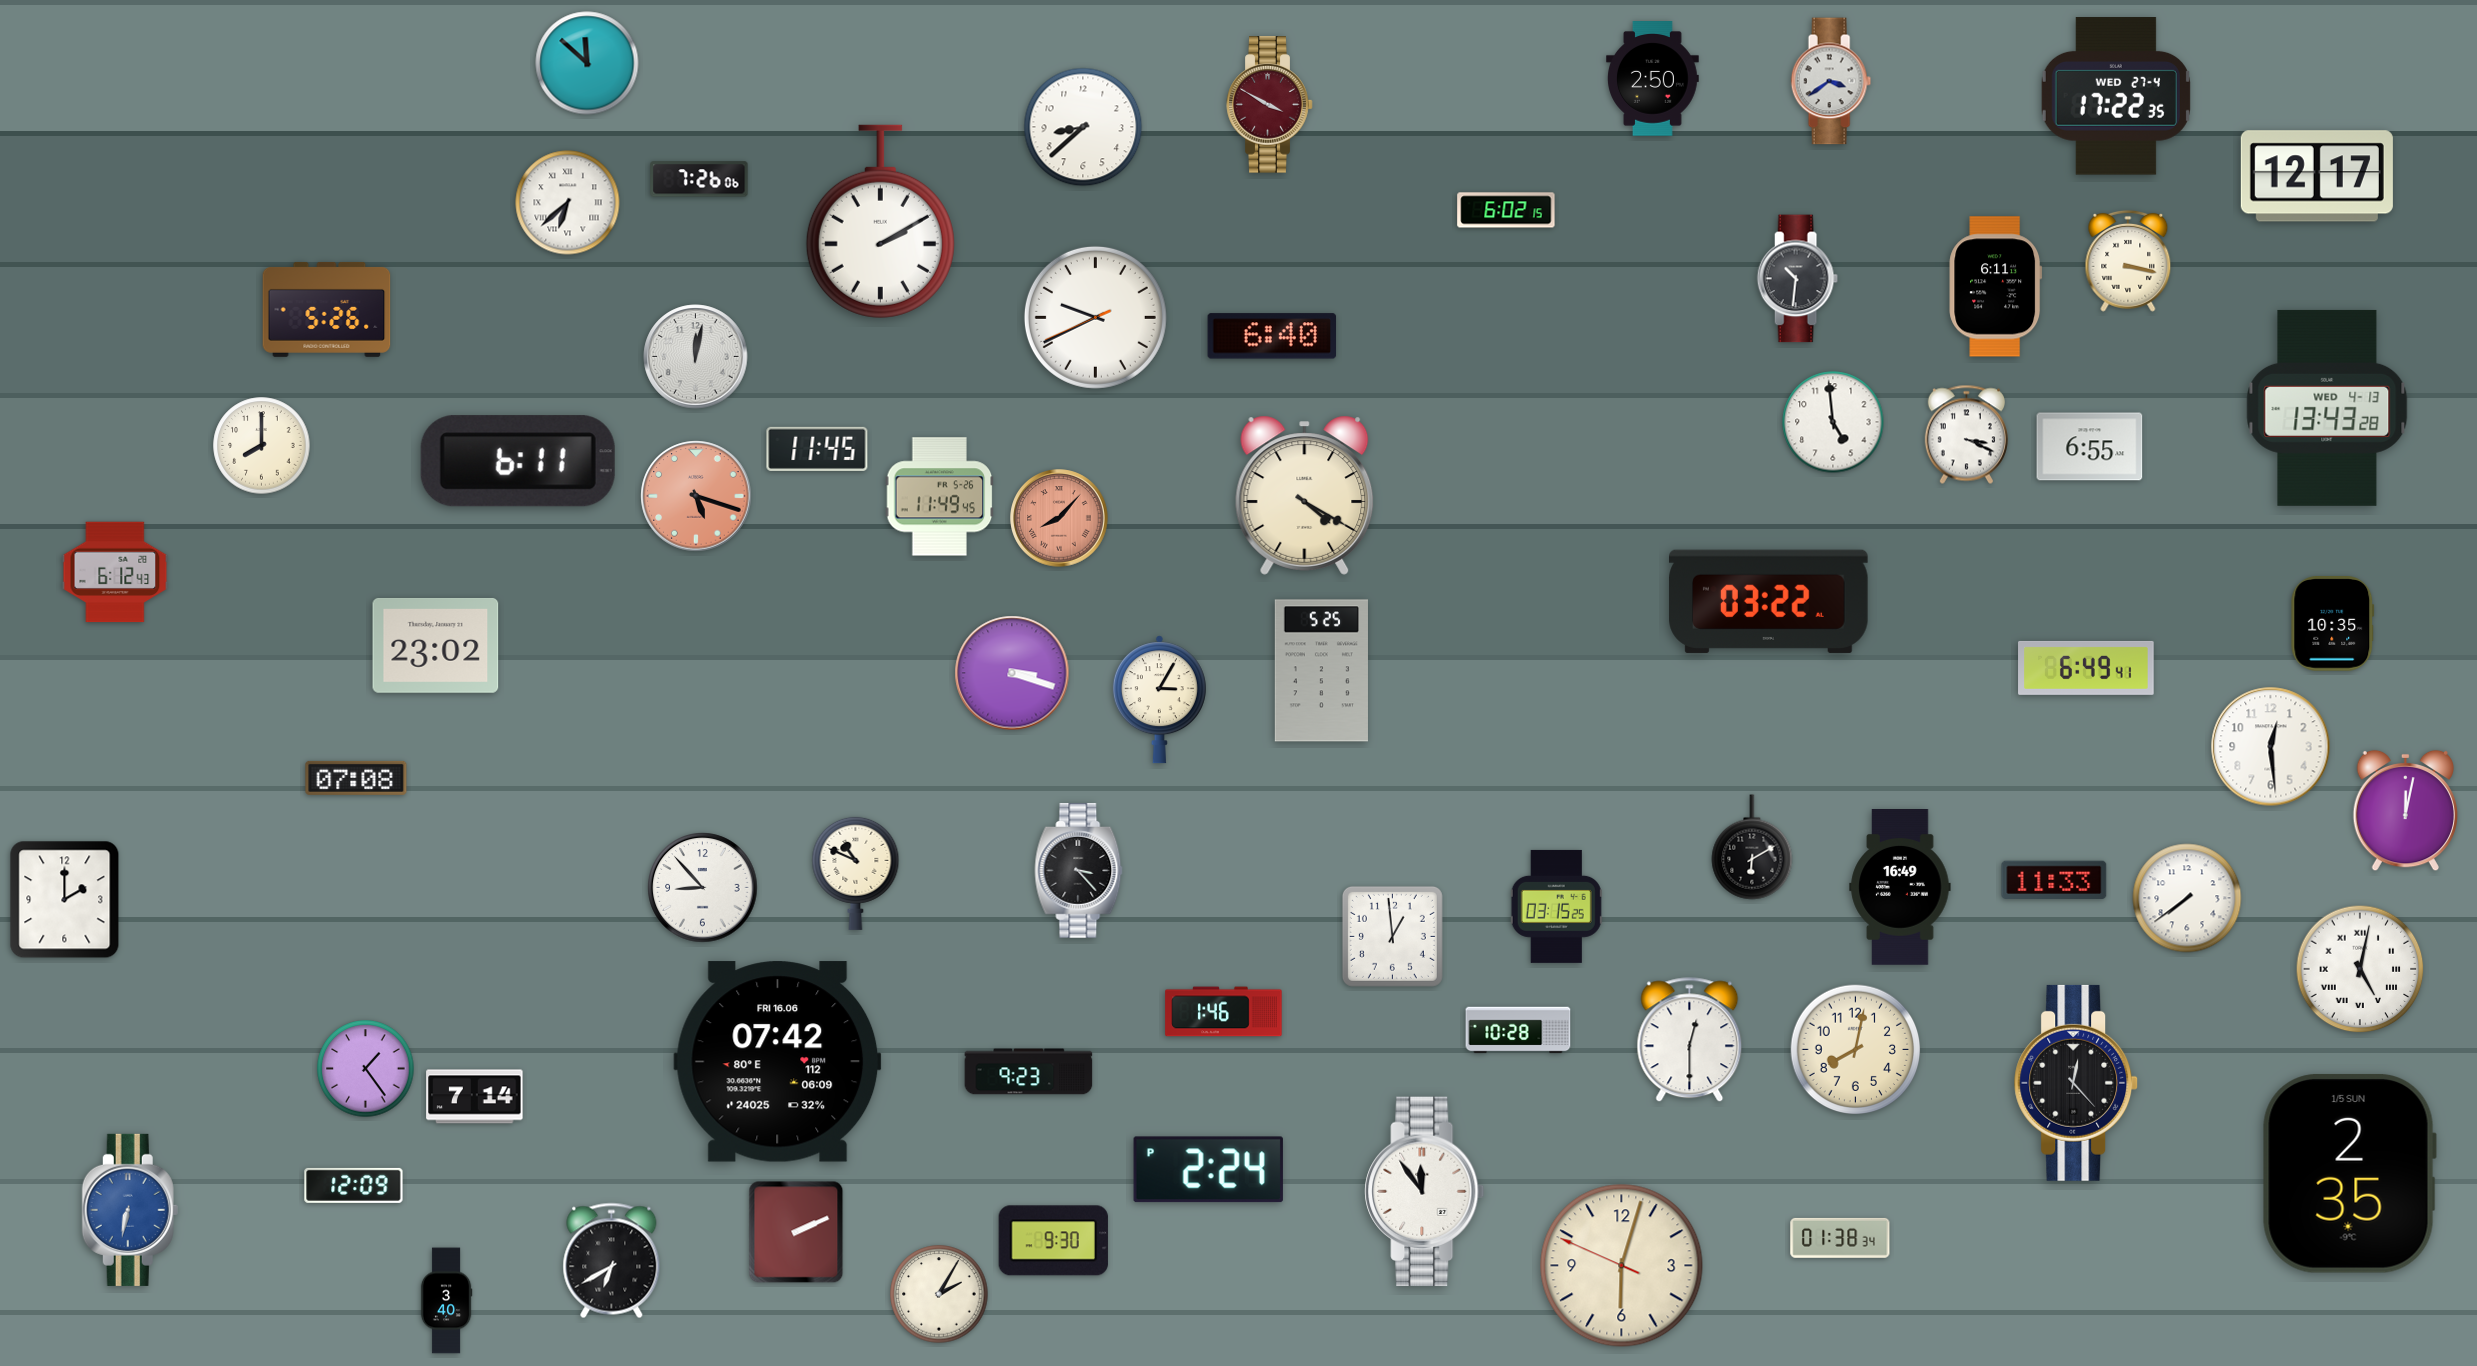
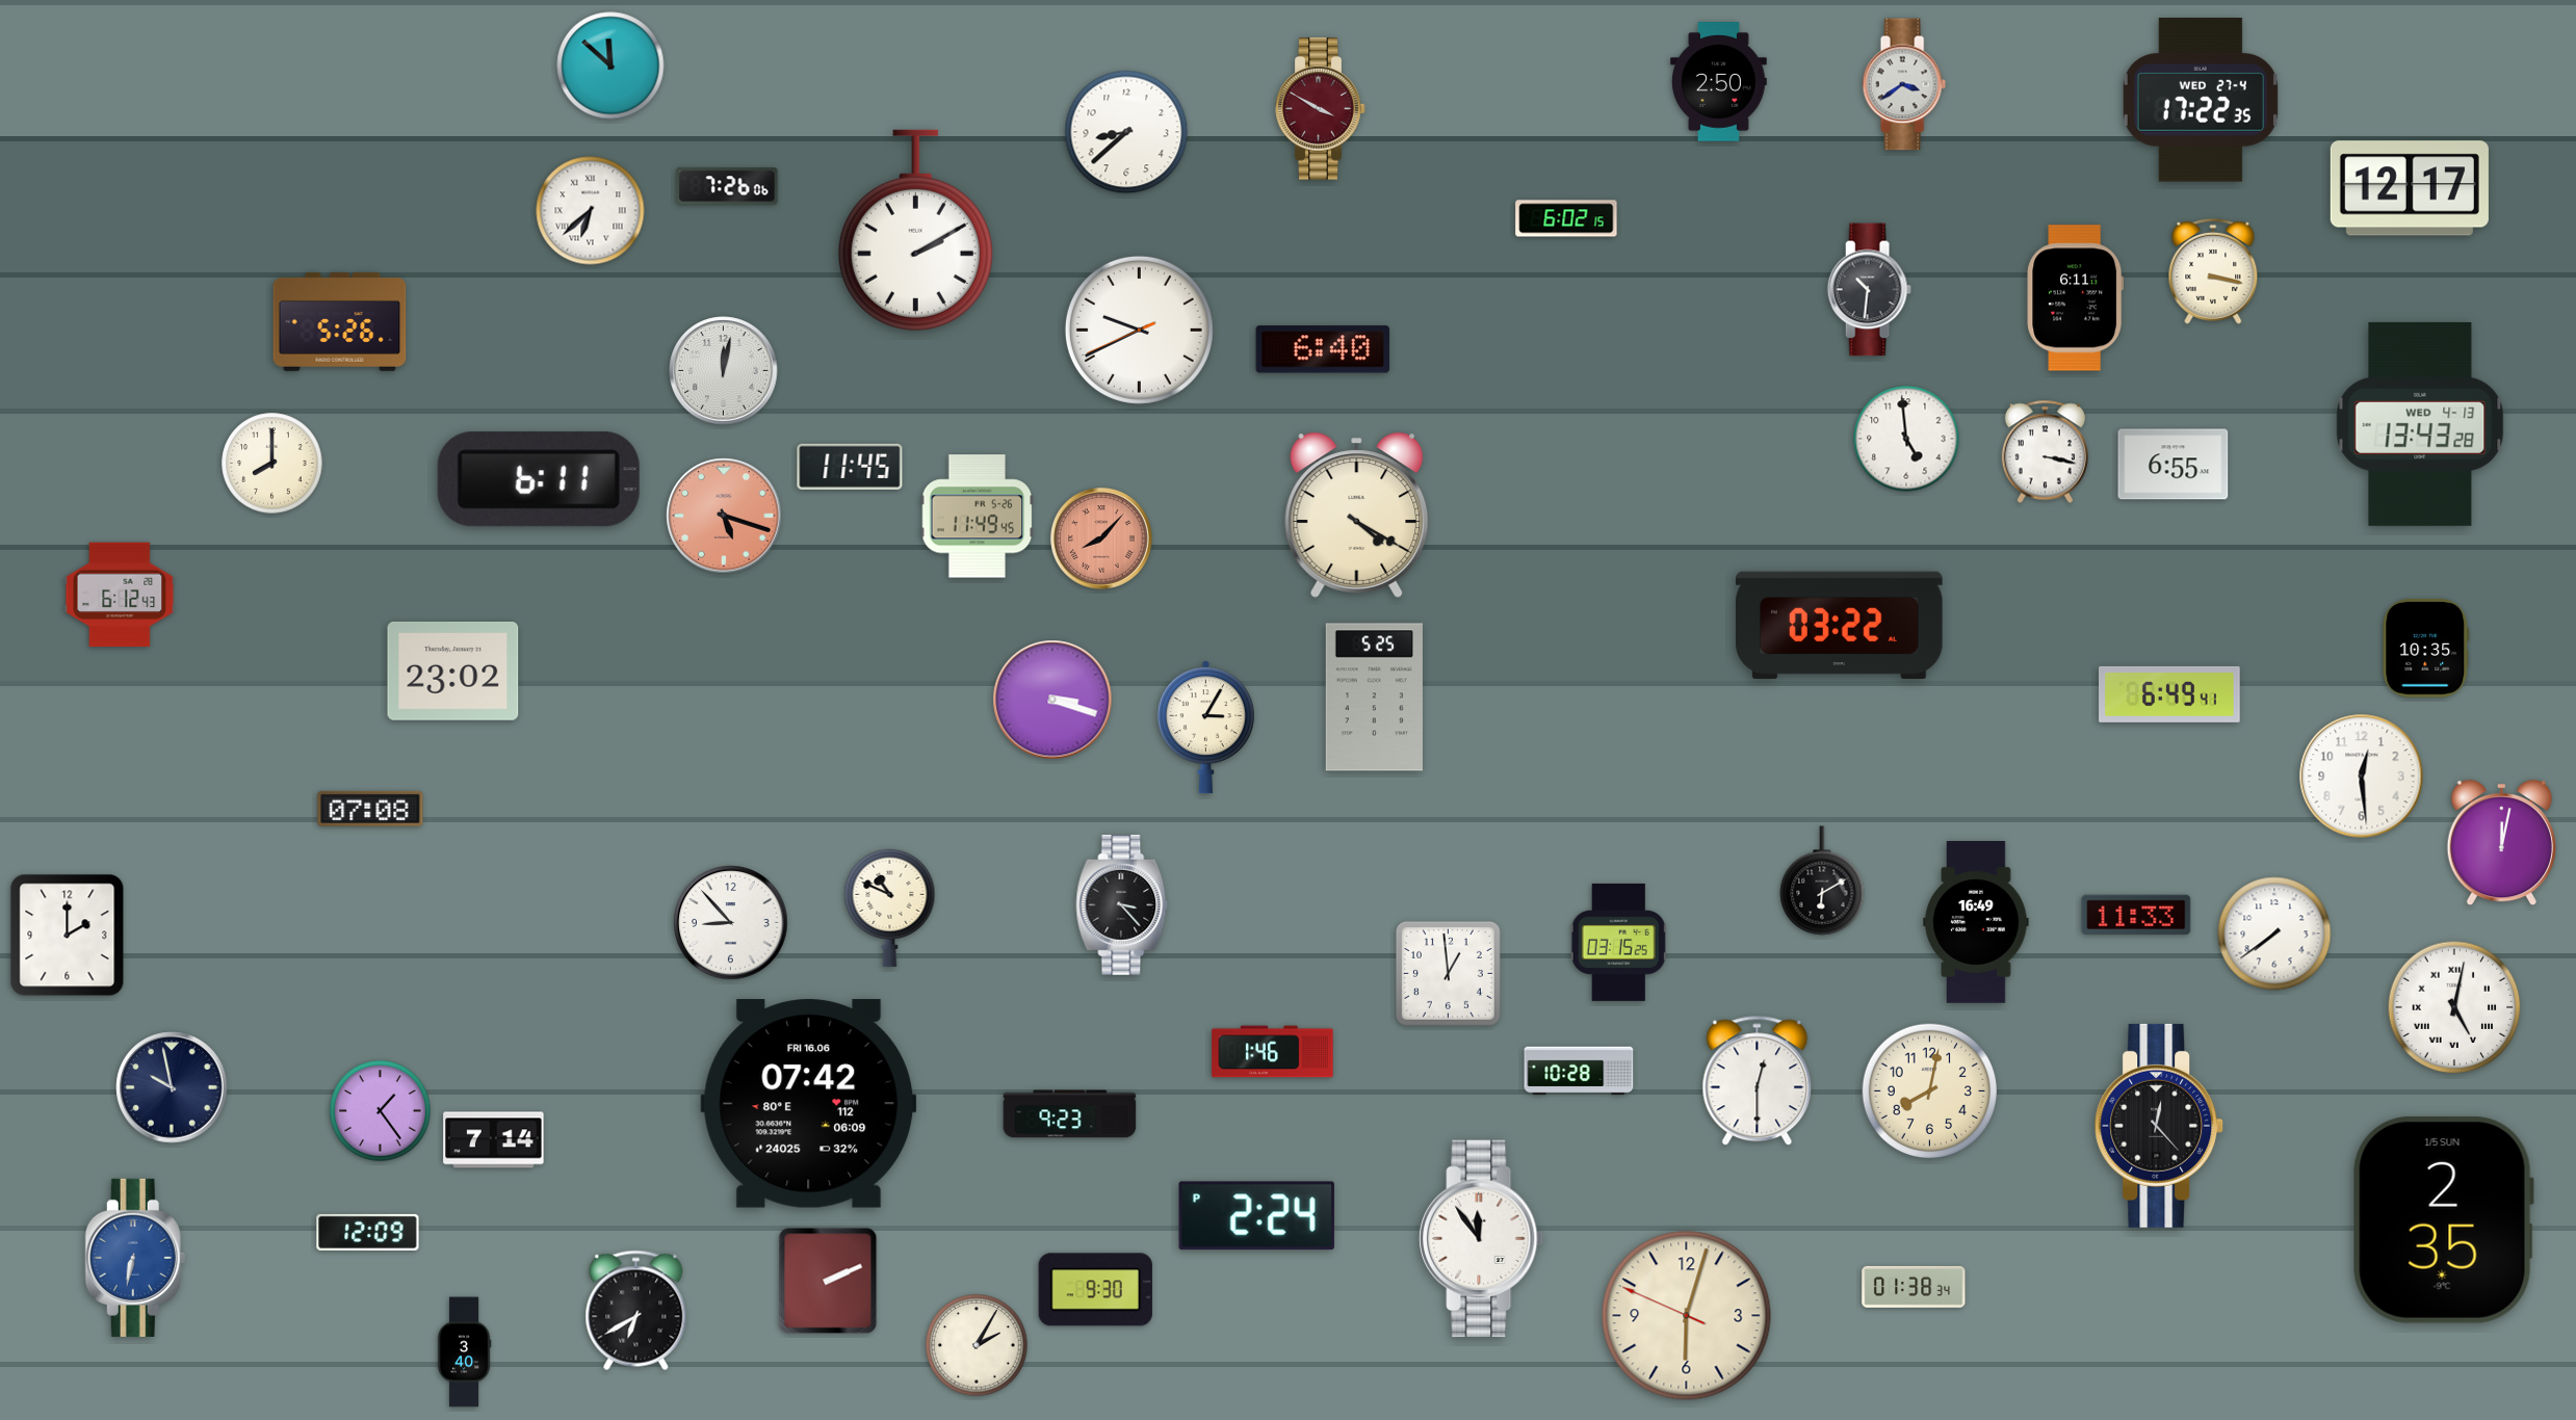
clock at (2317, 176) position: (2317, 176) -> (2410, 188)
clock at (1966, 435): 3:19 -> 3:17
clock at (172, 1087): none -> 9:58
